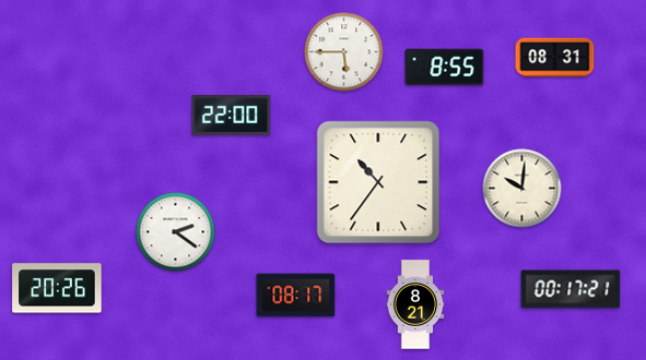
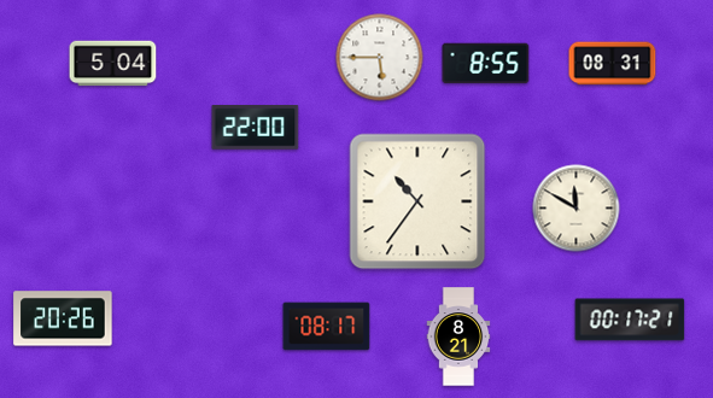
clock at (113, 64): none -> 5:04
clock at (445, 68) position: (445, 68) -> (486, 64)
clock at (522, 189): 10:01 -> 11:50
clock at (176, 232): 2:21 -> none
